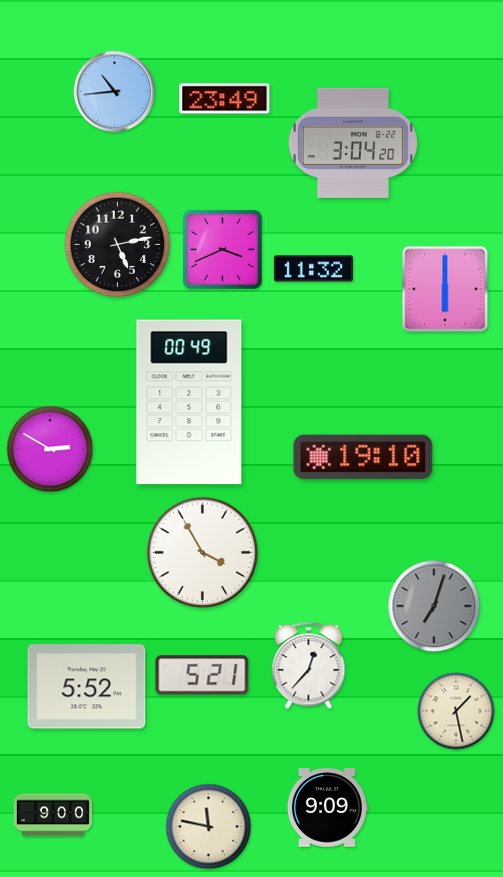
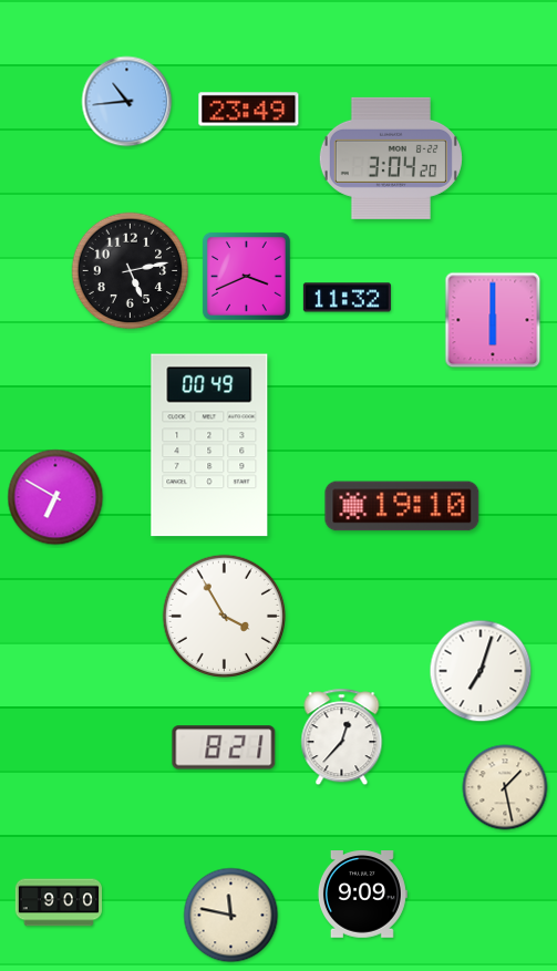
clock at (50, 449): 2:50 -> 6:50
clock at (202, 552) position: (202, 552) -> (224, 616)
clock at (434, 606) dial: grey -> white
clock at (202, 675): 5:21 -> 8:21
clock at (87, 687): 5:52 -> none
